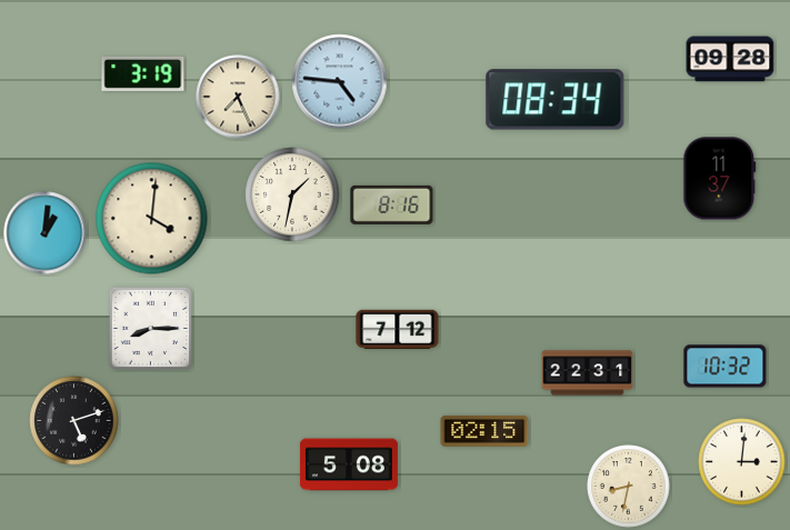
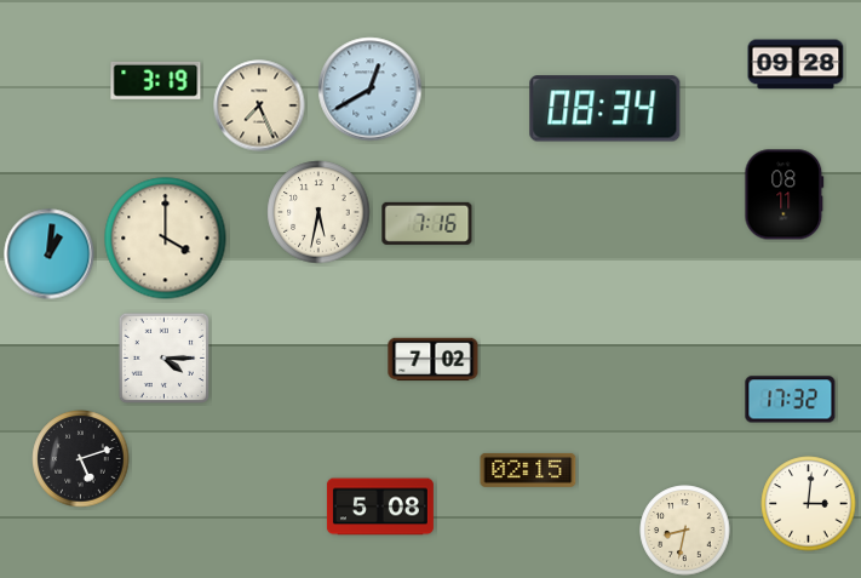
clock at (340, 82): 4:46 -> 12:40
clock at (720, 179): 11:37 -> 08:11
clock at (292, 194): 1:32 -> 5:32
clock at (392, 204): 8:16 -> 7:16
clock at (152, 219): 4:01 -> 4:00
clock at (151, 329): 8:15 -> 4:15
clock at (398, 330): 7:12 -> 7:02
clock at (726, 367): 10:32 -> 17:32
clock at (588, 373): 22:31 -> none
